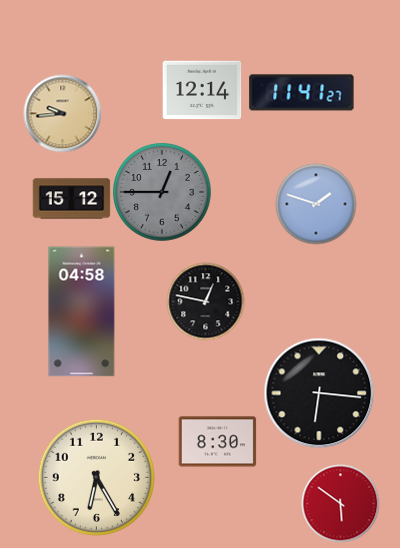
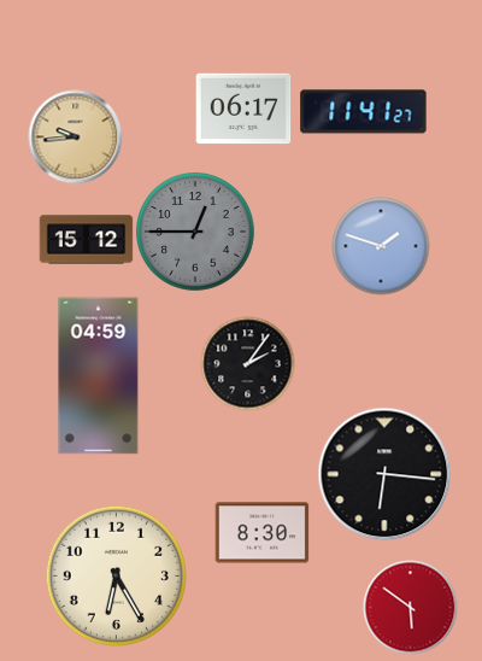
clock at (202, 90): 12:14 -> 06:17
clock at (205, 301): 12:47 -> 2:06
clock at (82, 312): 04:58 -> 04:59
